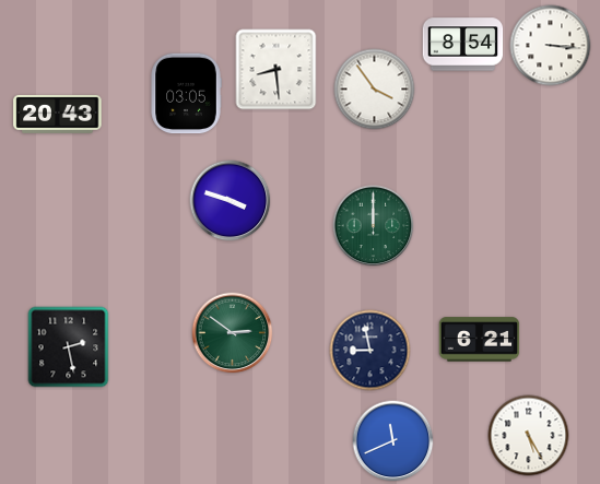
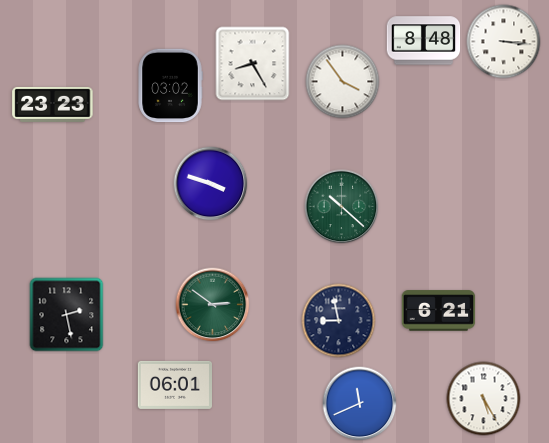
clock at (463, 45): 8:54 -> 8:48
clock at (277, 70): 8:29 -> 8:25
clock at (186, 94): 03:05 -> 03:02
clock at (58, 114): 20:43 -> 23:23
clock at (374, 226): 12:00 -> 10:22
clock at (69, 347) position: (69, 347) -> (67, 315)
clock at (175, 385): none -> 06:01
